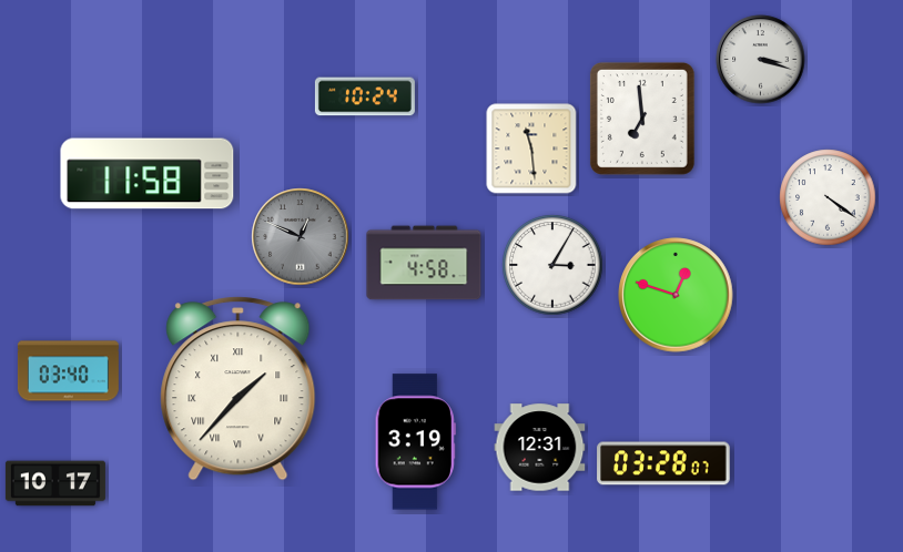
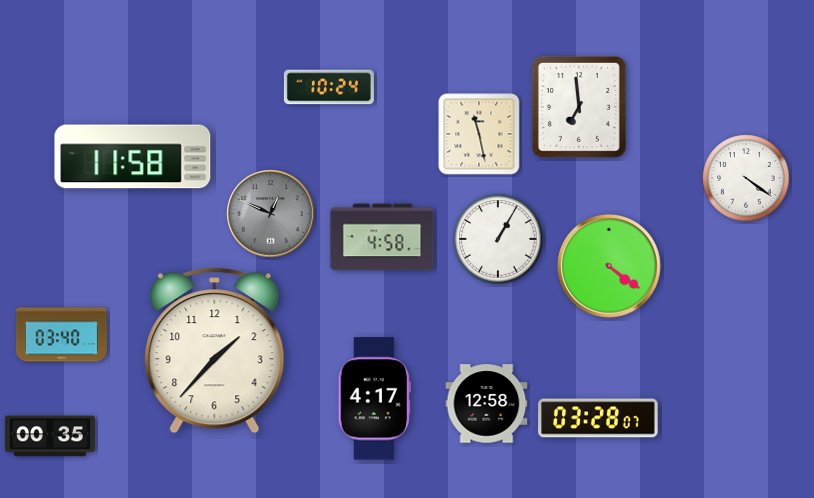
clock at (761, 60): 3:18 -> none
clock at (531, 149): 11:29 -> 11:28
clock at (552, 265): 3:05 -> 1:05
clock at (676, 295): 12:48 -> 4:21
clock at (239, 389) numerals: Roman -> Arabic
clock at (415, 442): 3:19 -> 4:17
clock at (540, 448): 12:31 -> 12:58
clock at (55, 483): 10:17 -> 00:35
